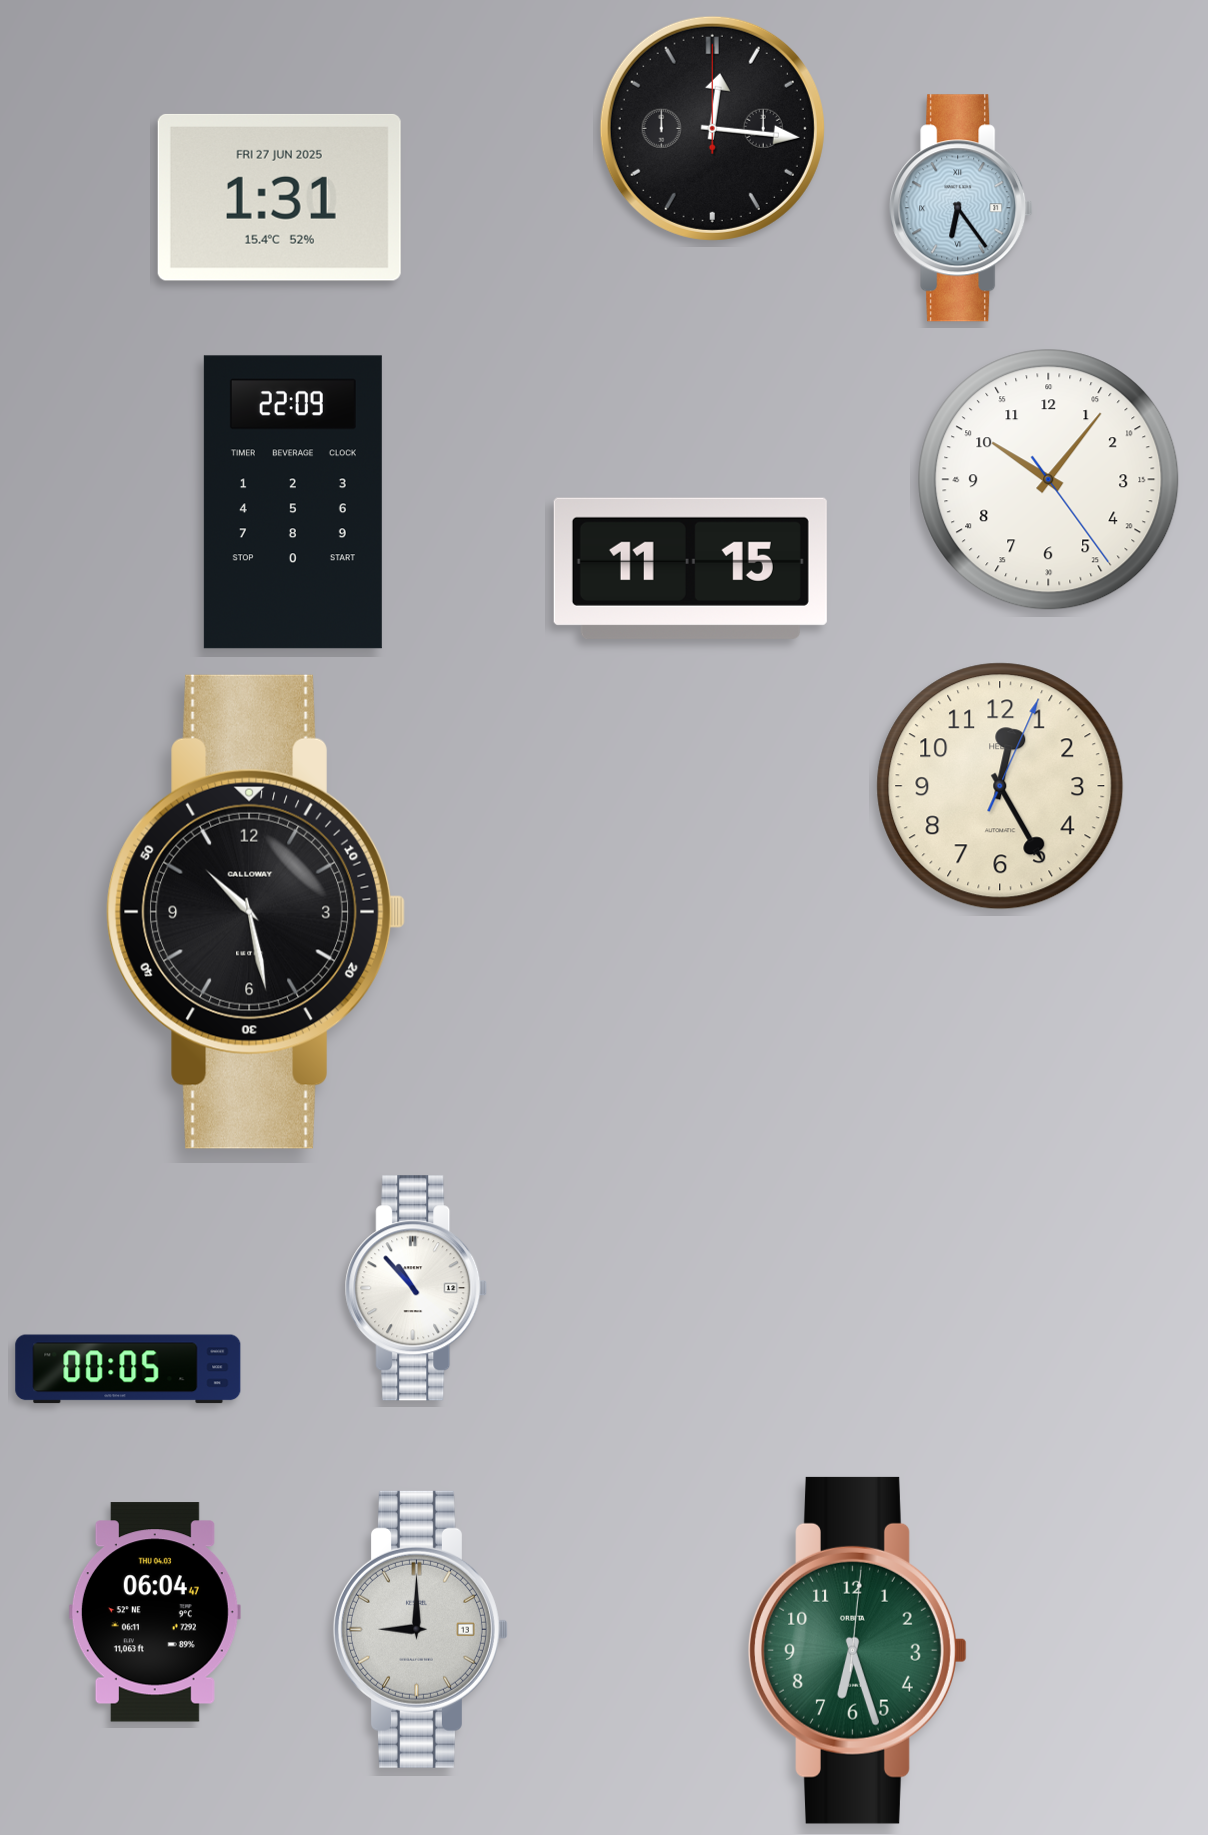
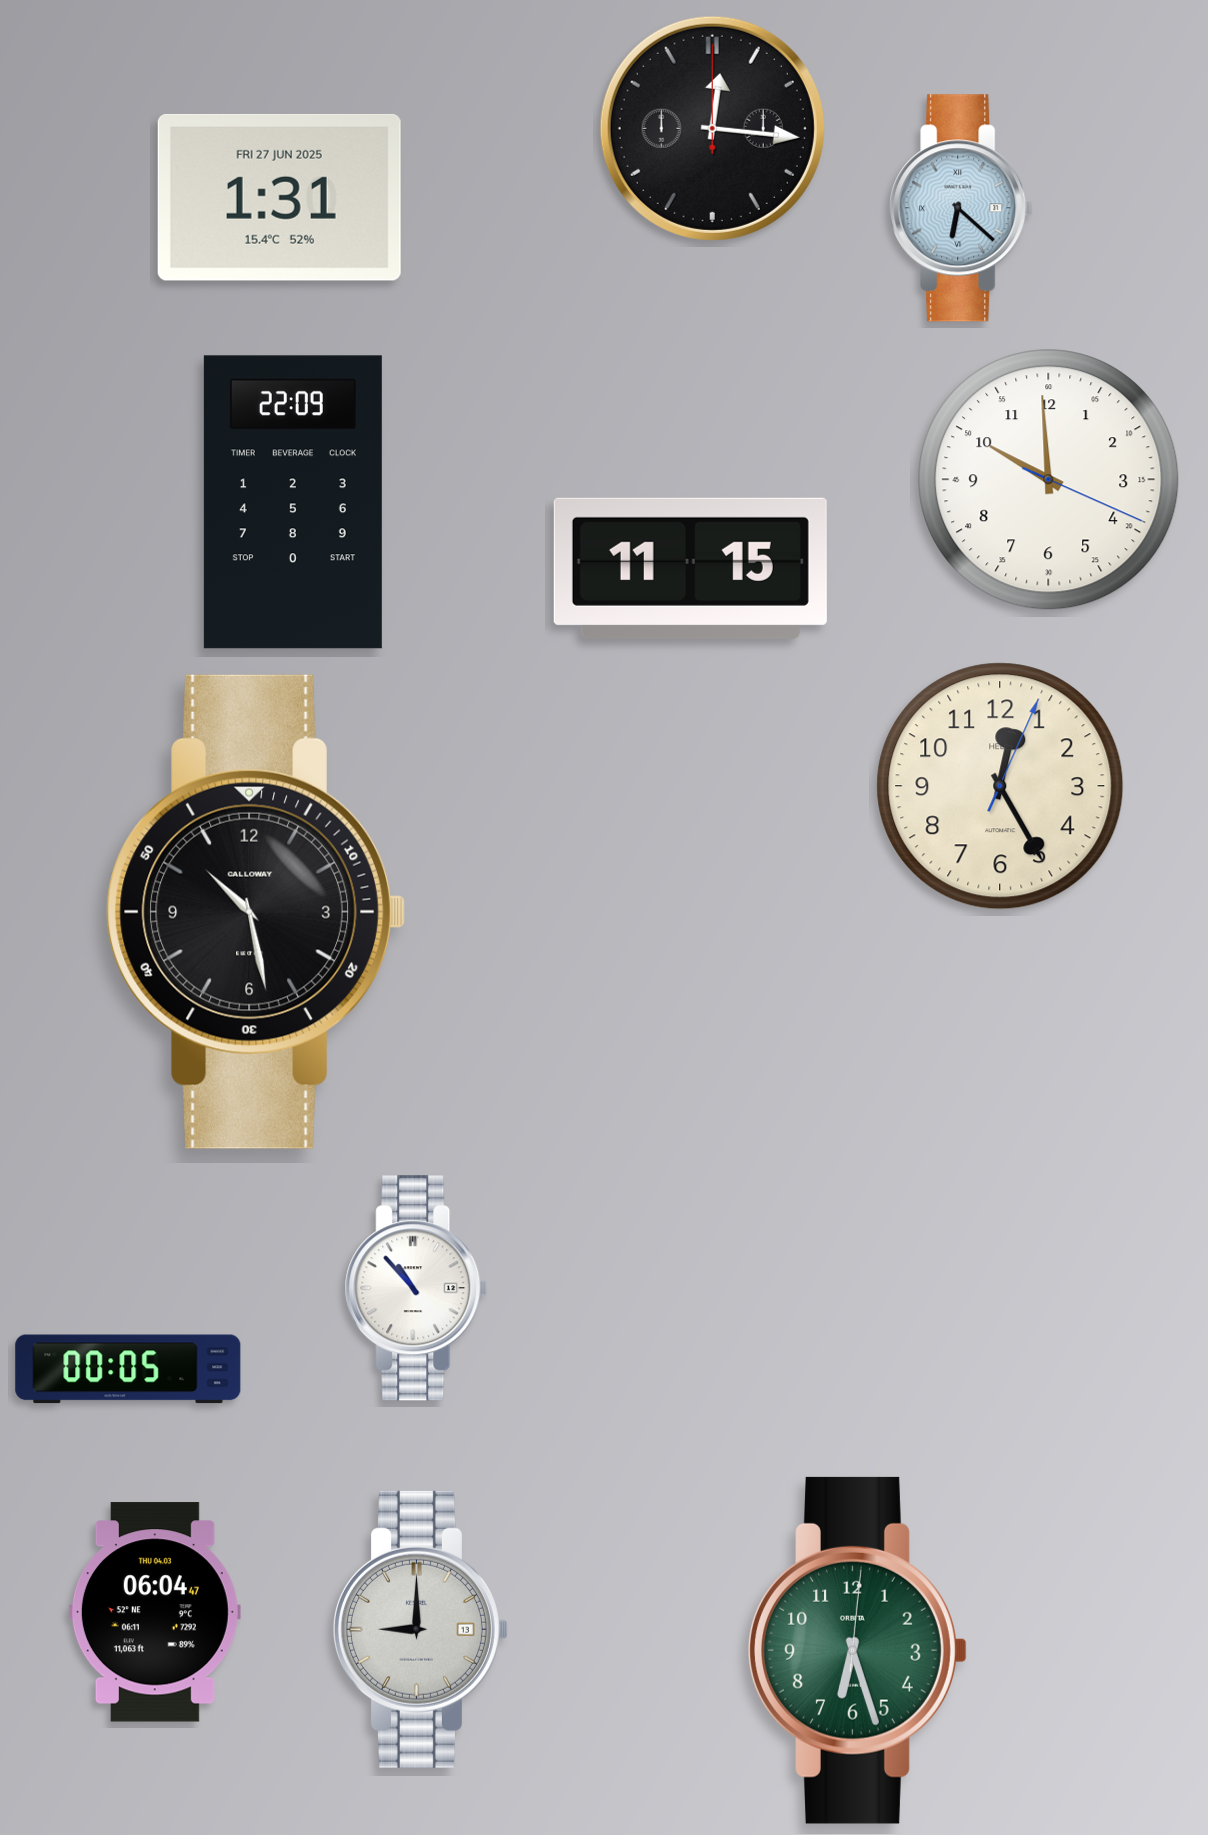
clock at (961, 208): 6:24 -> 6:22
clock at (1049, 480): 10:06 -> 9:59
